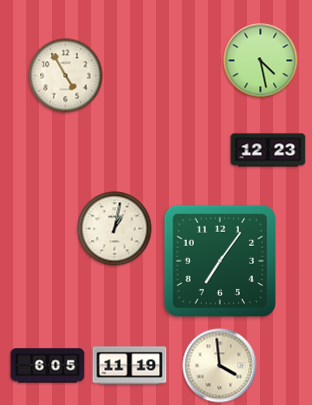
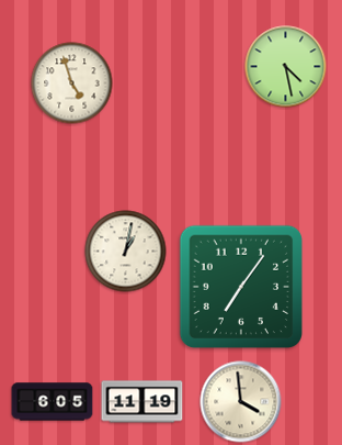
clock at (66, 76): 4:55 -> 4:57
clock at (268, 150): 12:23 -> none
